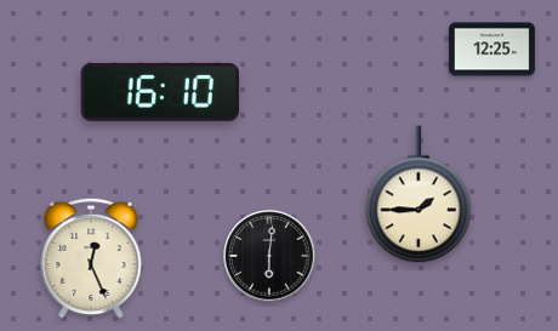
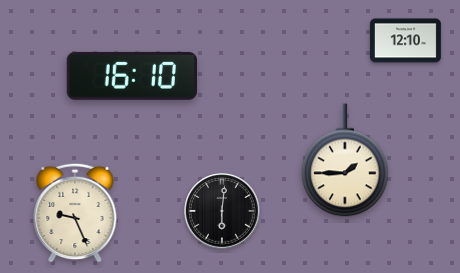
clock at (491, 50): 12:25 -> 12:10
clock at (91, 258): 12:26 -> 9:26
